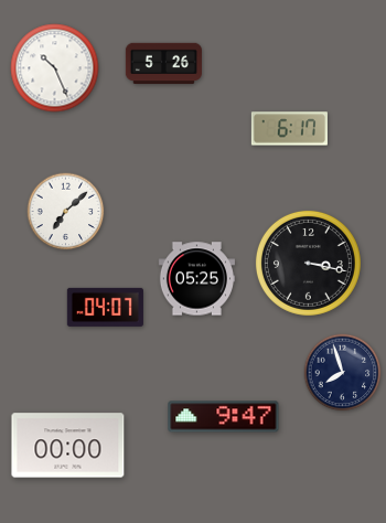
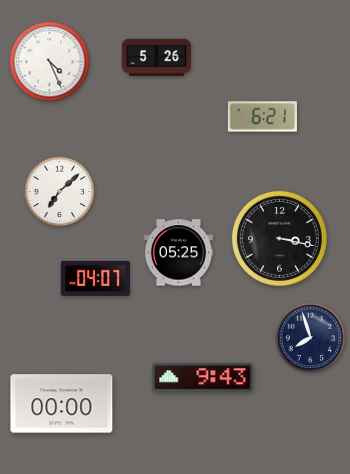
clock at (163, 64) position: (163, 64) -> (156, 58)
clock at (55, 68): 10:26 -> 4:26
clock at (289, 129): 6:17 -> 6:21
clock at (224, 417): 9:47 -> 9:43
